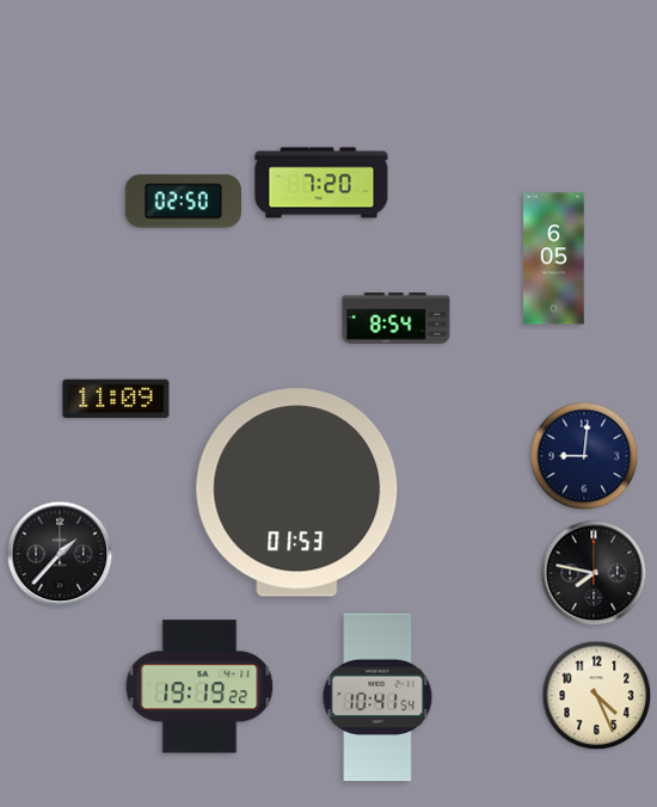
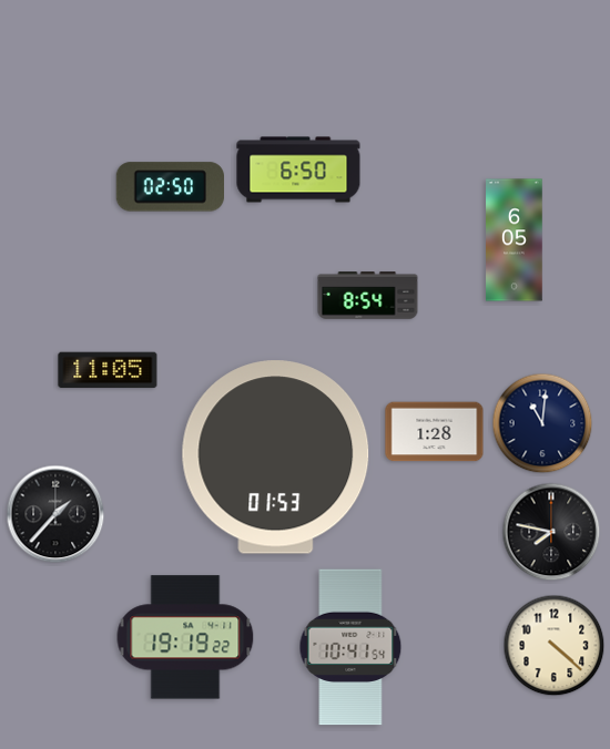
clock at (321, 183): 7:20 -> 6:50
clock at (116, 399): 11:09 -> 11:05
clock at (584, 456): 9:01 -> 11:01
clock at (435, 432): none -> 1:28
clock at (597, 696): 4:26 -> 4:22
